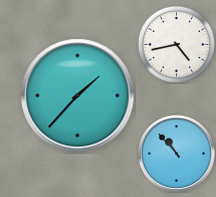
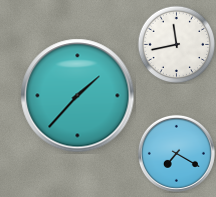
clock at (176, 44): 4:43 -> 11:43
clock at (176, 153): 10:53 -> 7:20
